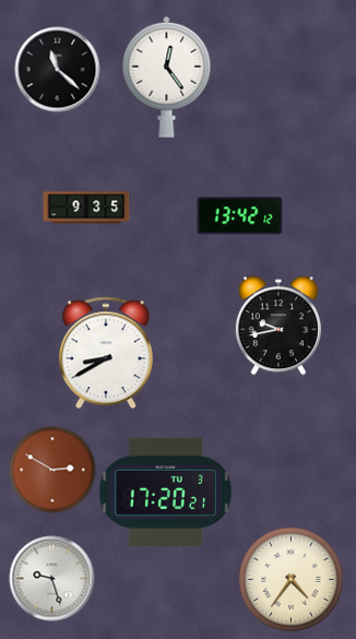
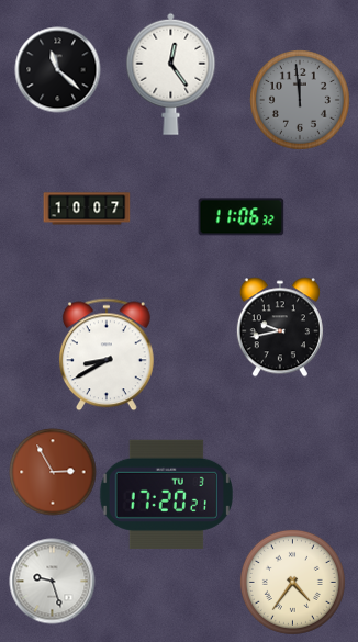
clock at (167, 76) position: (167, 76) -> (171, 74)
clock at (300, 100): none -> 11:59
clock at (86, 208): 9:35 -> 10:07
clock at (239, 216): 13:42 -> 11:06
clock at (52, 470): 2:50 -> 2:55
